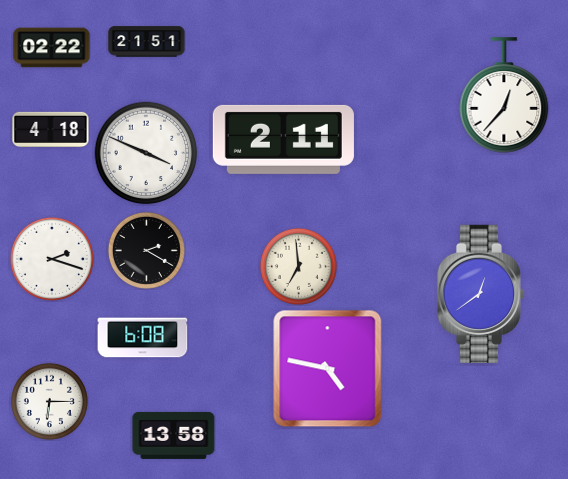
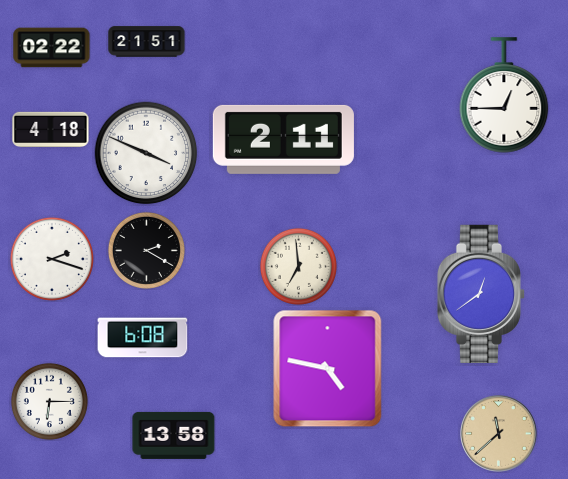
clock at (504, 95): 12:37 -> 12:45
clock at (499, 434): none -> 11:38
